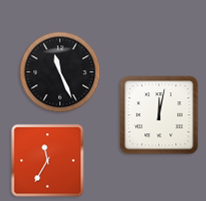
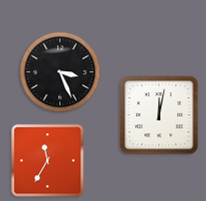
clock at (60, 72): 11:26 -> 3:26
